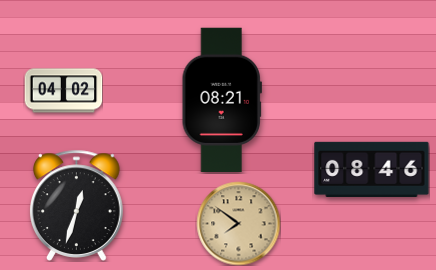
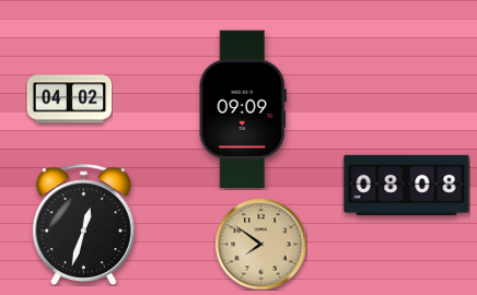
clock at (222, 99): 08:21 -> 09:09
clock at (372, 169): 08:46 -> 08:08
